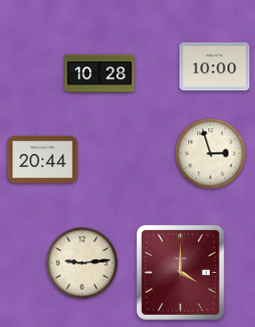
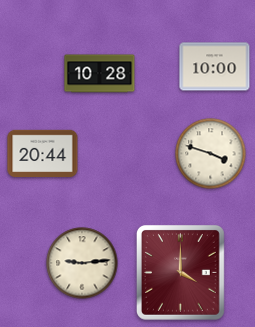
clock at (211, 154): 2:57 -> 3:48
clock at (43, 160) position: (43, 160) -> (43, 154)
